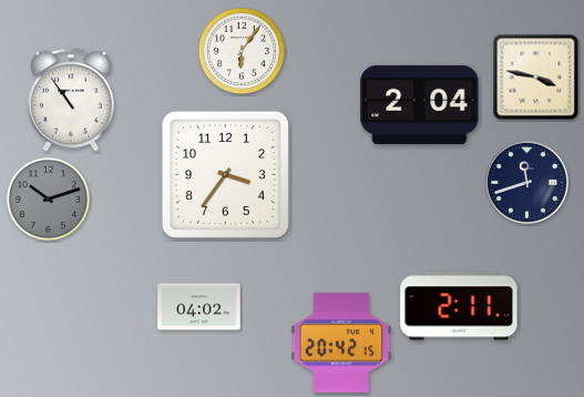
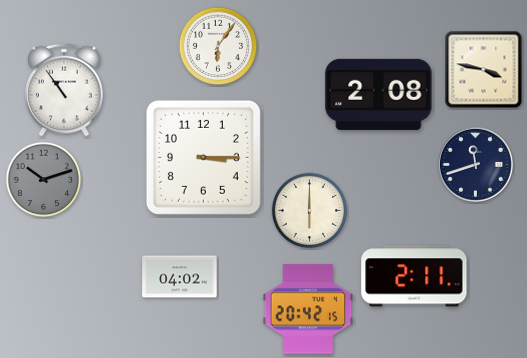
clock at (420, 104): 2:04 -> 2:08
clock at (225, 174): 3:36 -> 3:15
clock at (310, 211): none -> 6:00
